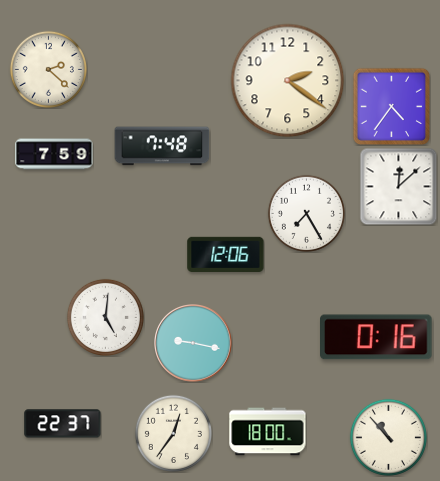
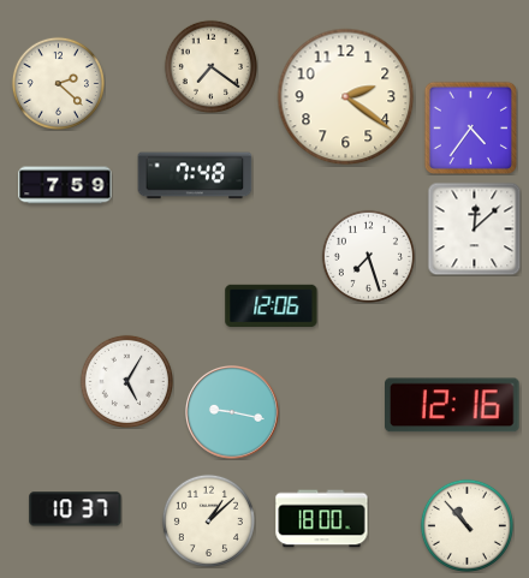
clock at (210, 66): none -> 7:21
clock at (398, 186) position: (398, 186) -> (474, 228)
clock at (306, 213): 7:25 -> 7:27
clock at (105, 317): 5:01 -> 5:05
clock at (377, 337): 0:16 -> 12:16
clock at (63, 424): 22:37 -> 10:37
clock at (173, 433): 12:36 -> 1:08
